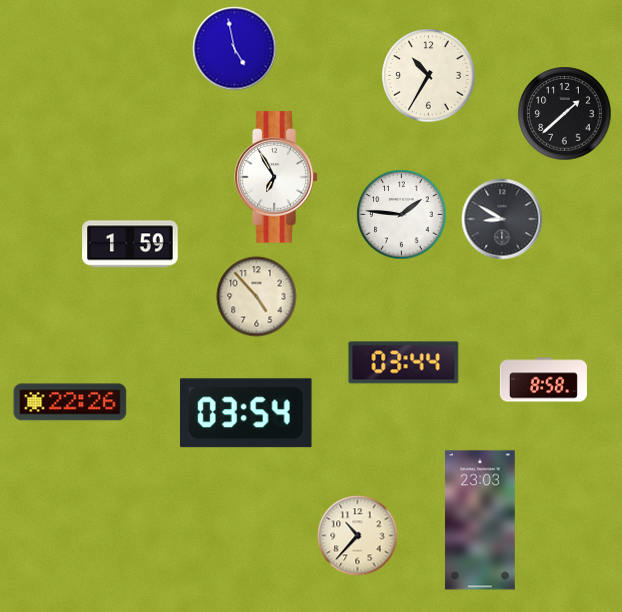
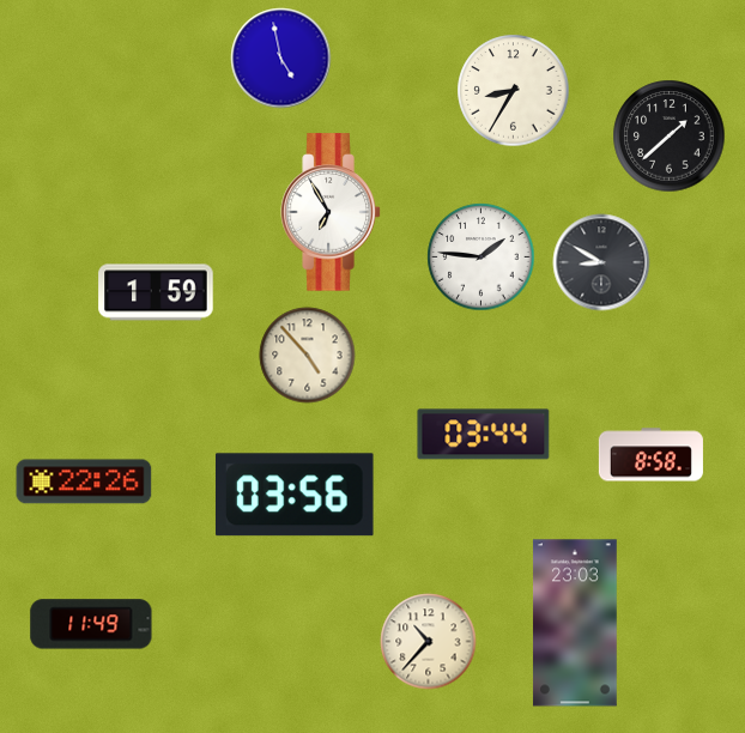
clock at (429, 76): 10:35 -> 8:35
clock at (565, 114) position: (565, 114) -> (670, 137)
clock at (246, 413): 03:54 -> 03:56
clock at (91, 624): none -> 11:49
